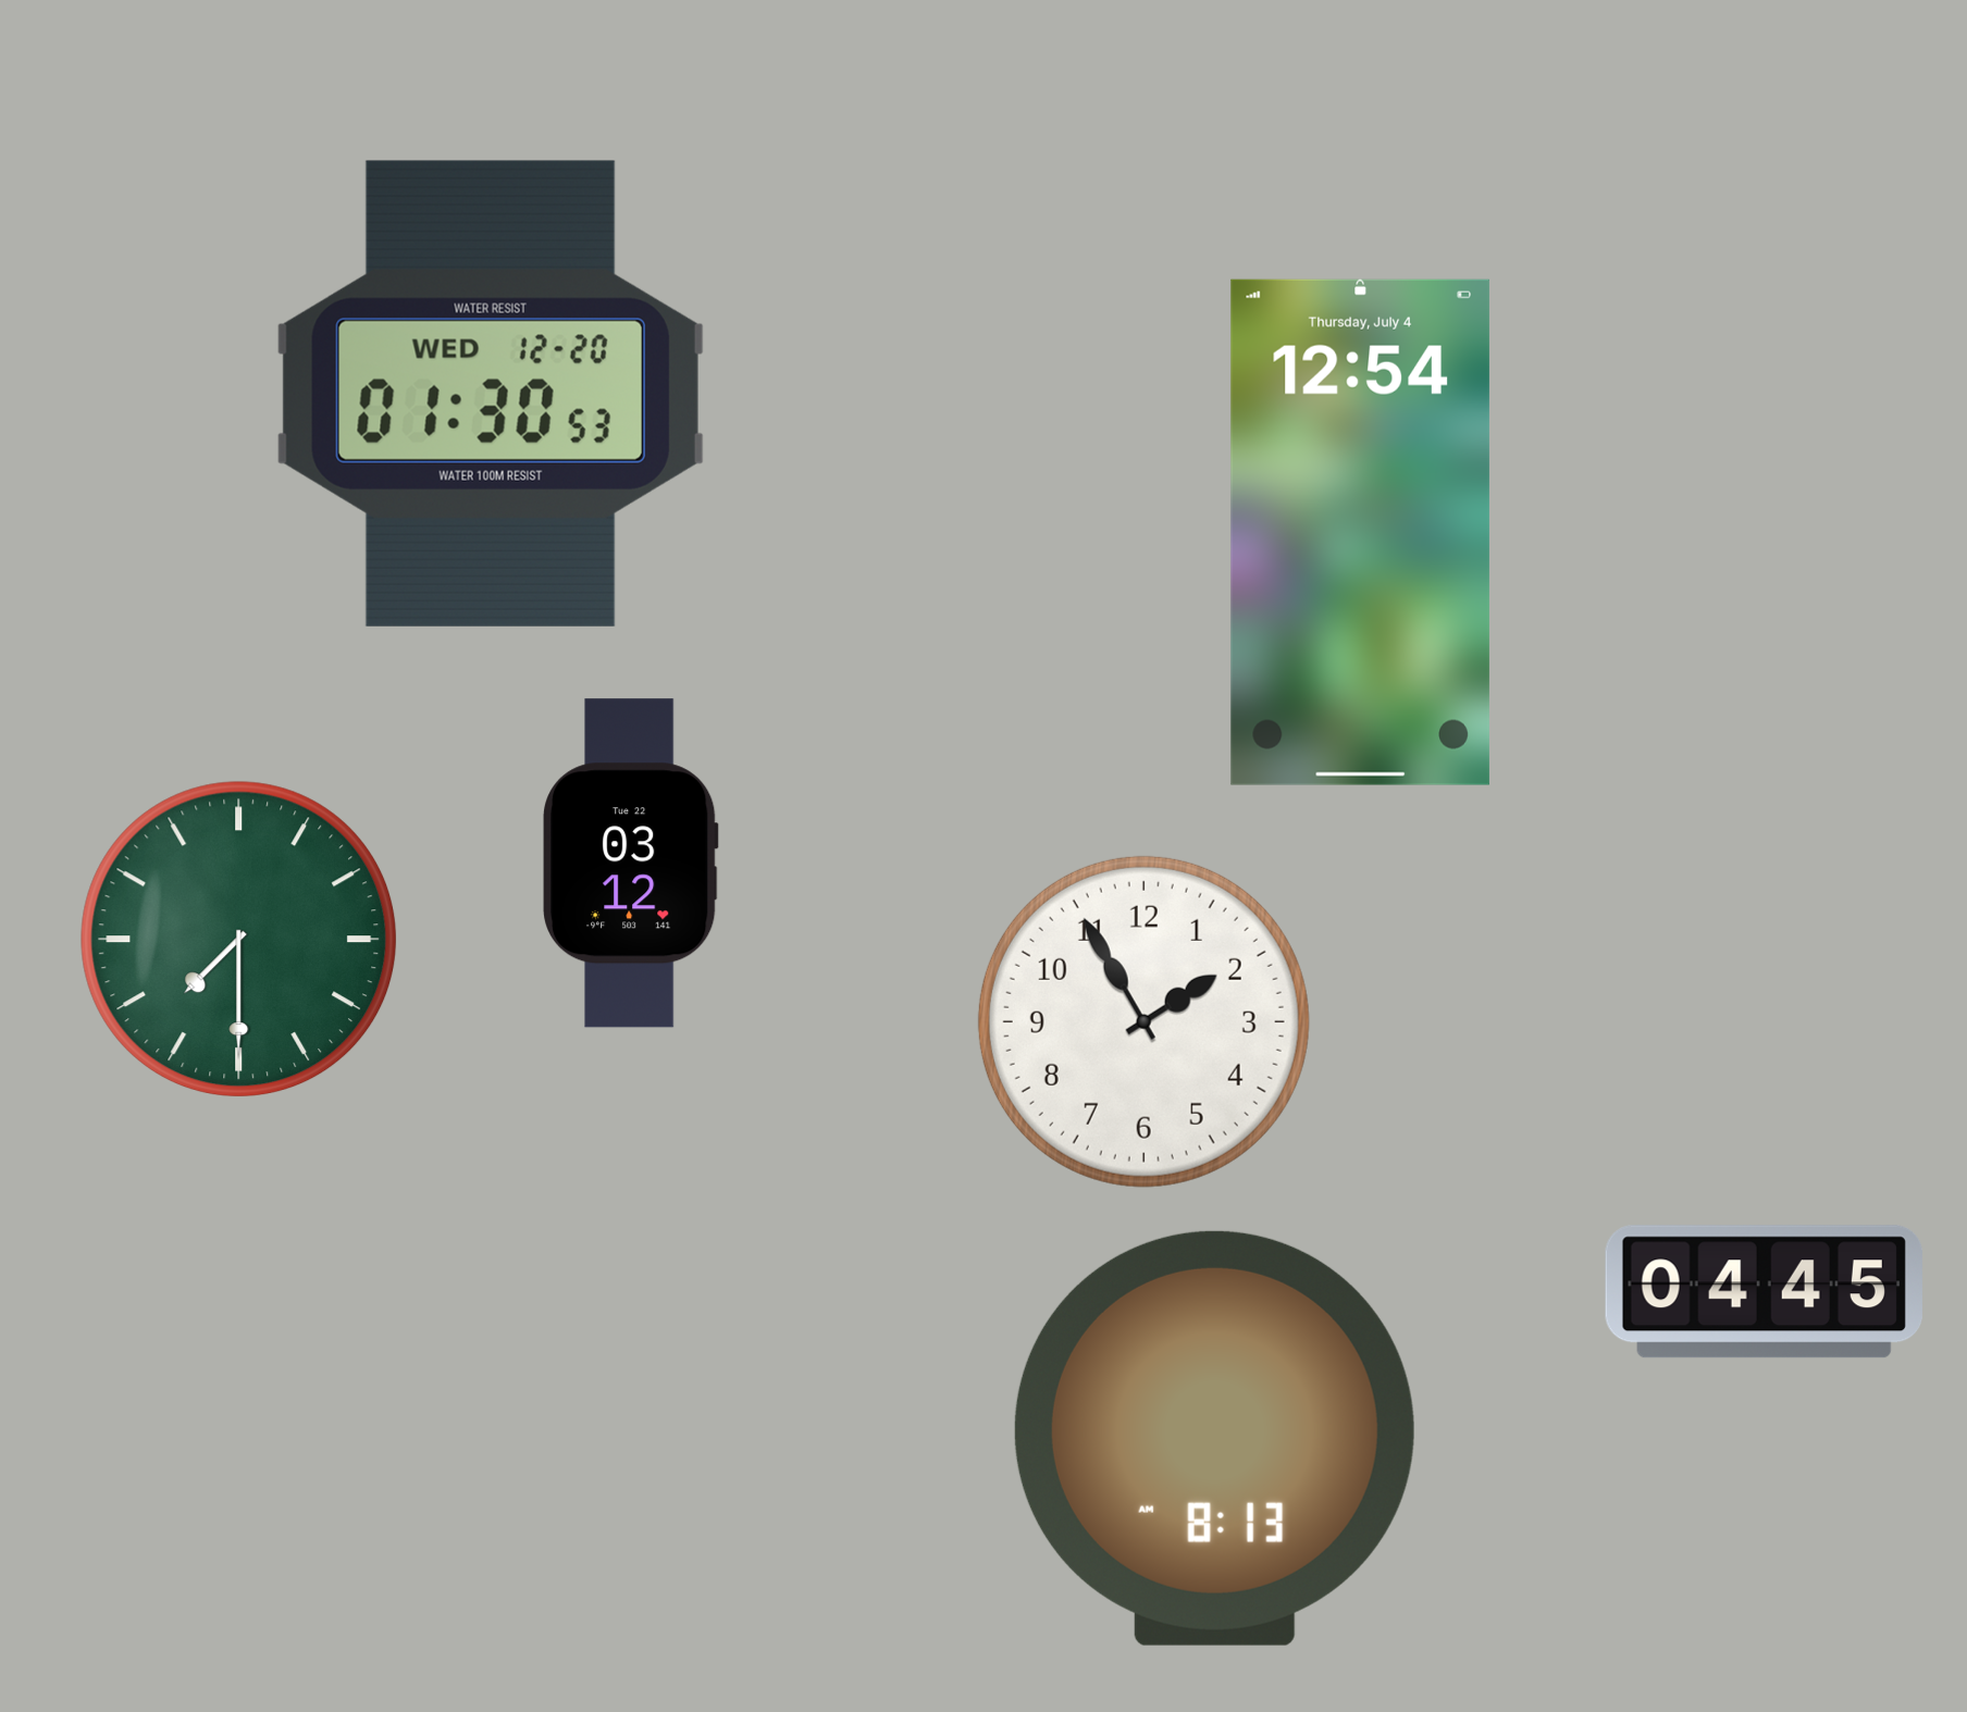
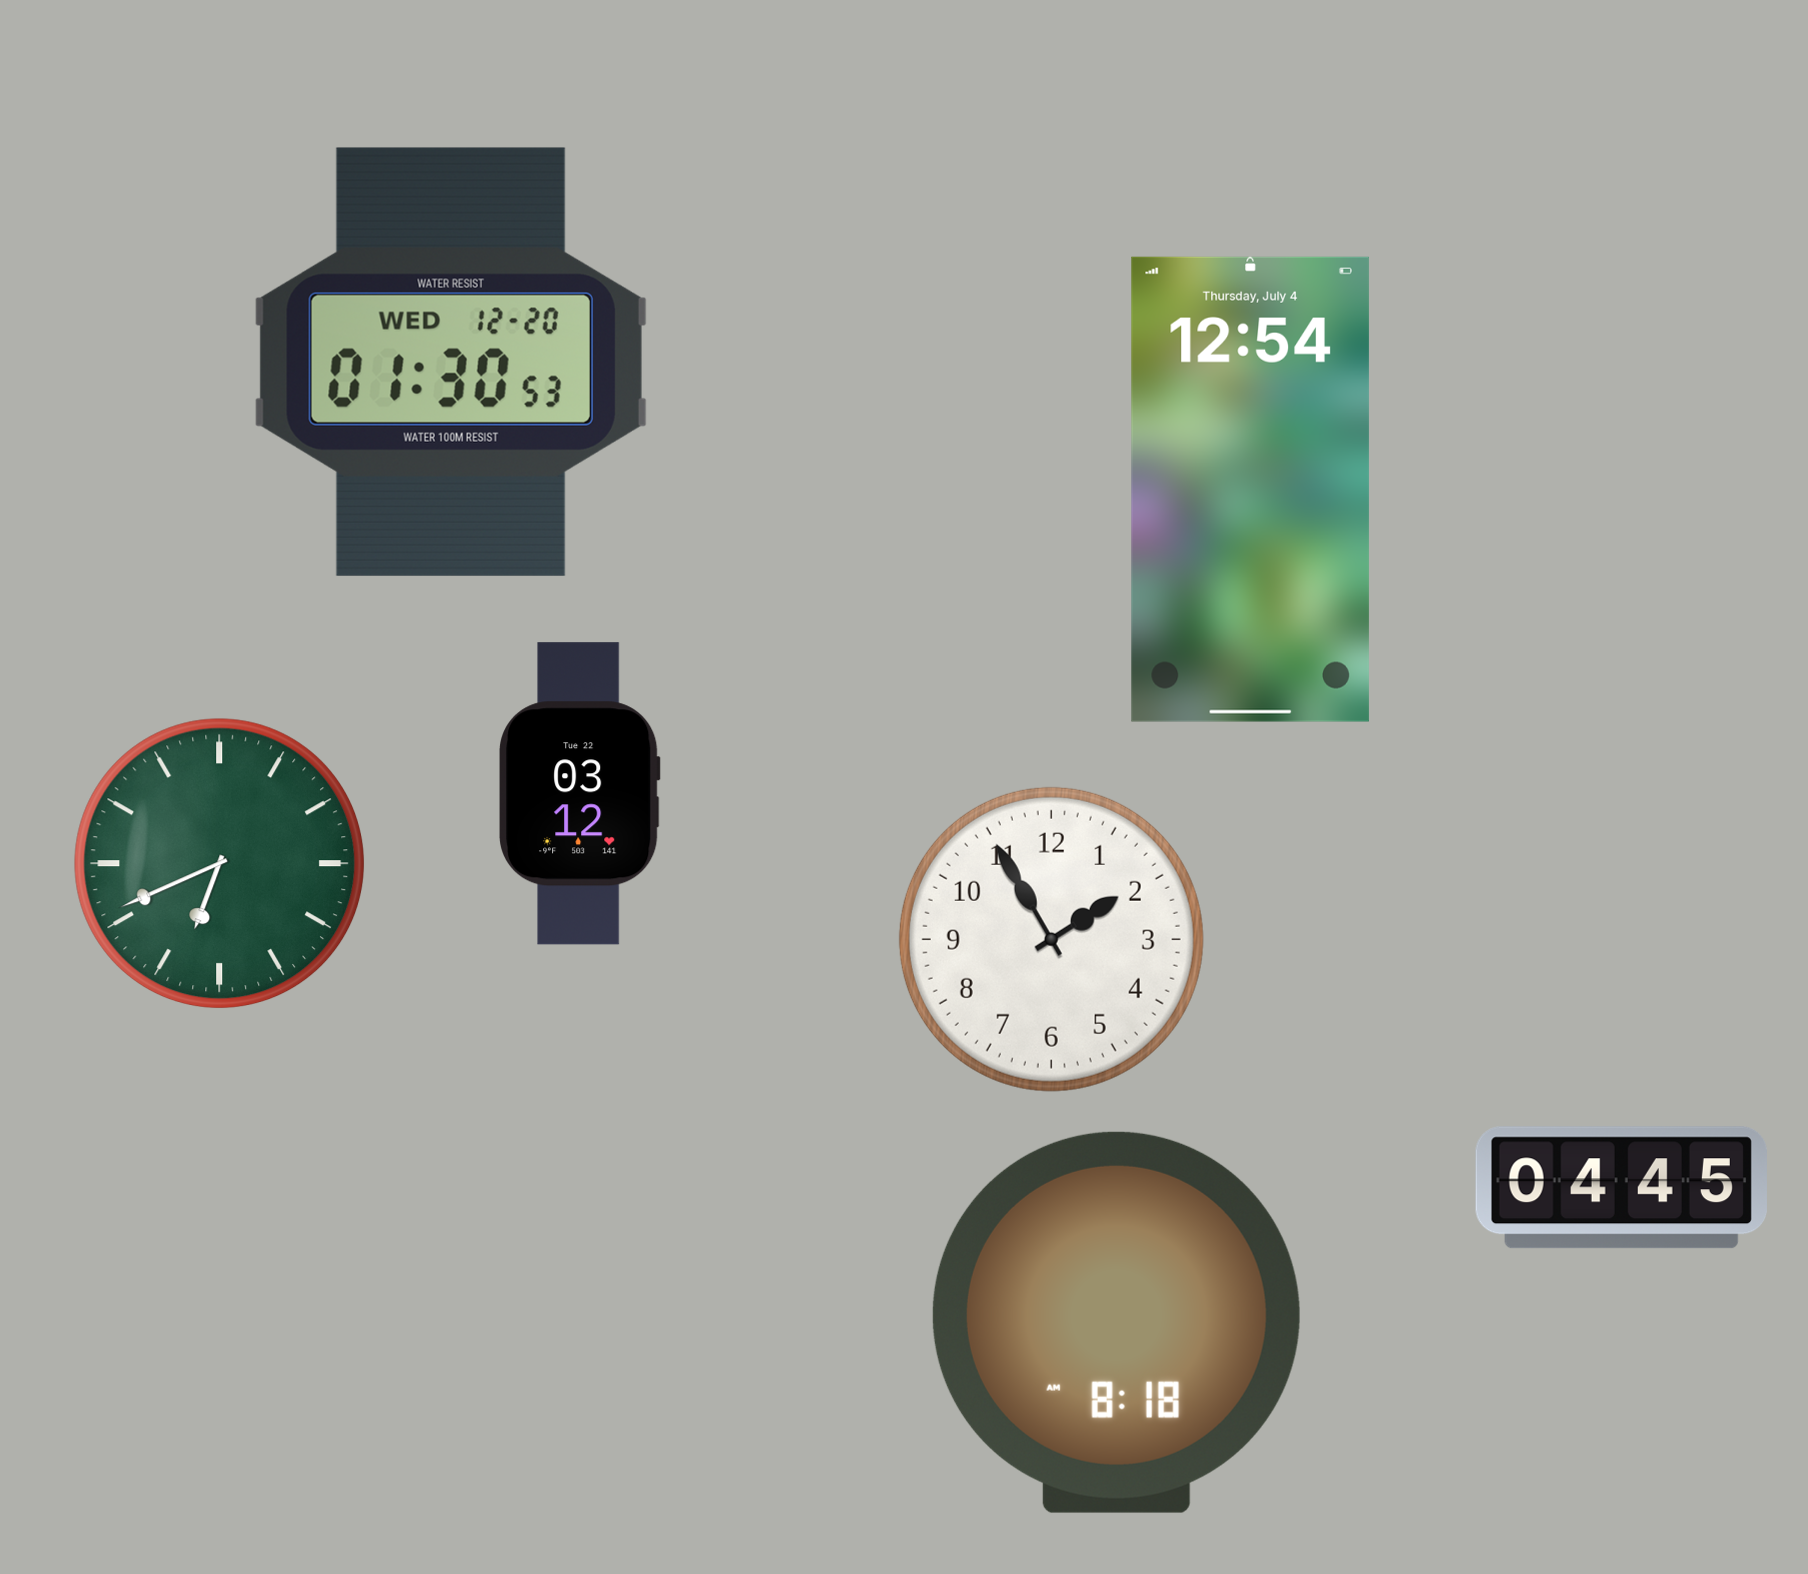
clock at (239, 940): 7:30 -> 6:41
clock at (1214, 1438): 8:13 -> 8:18
